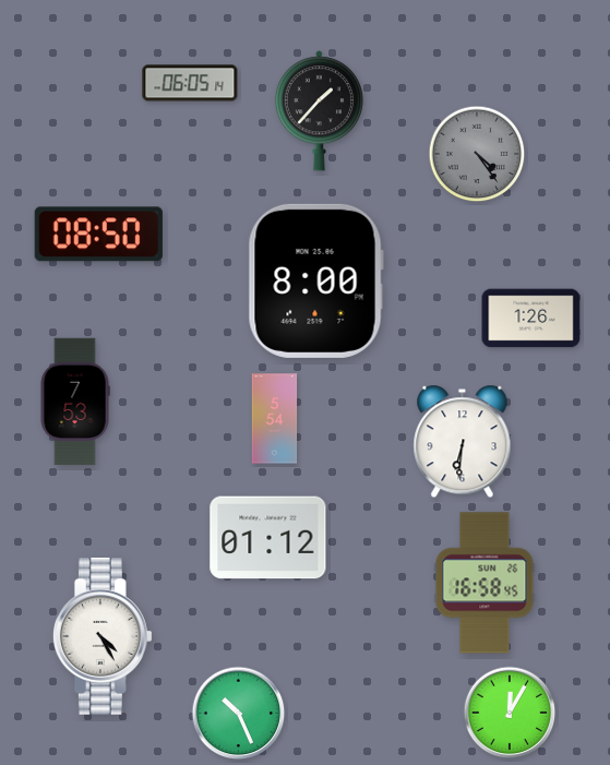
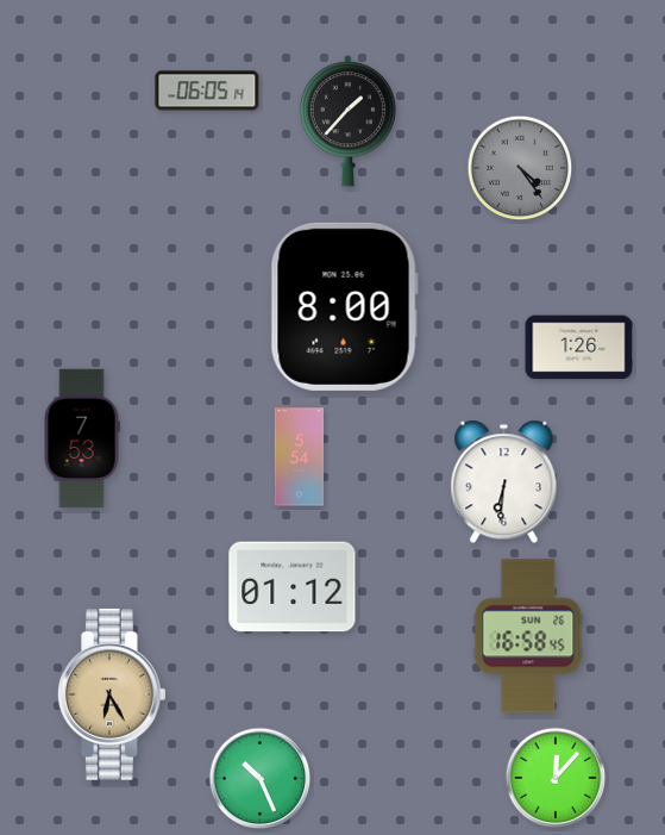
clock at (98, 235): 08:50 -> none
clock at (103, 636): 4:25 -> 6:25
clock at (103, 636) dial: white -> champagne
clock at (510, 713): 12:05 -> 12:07
